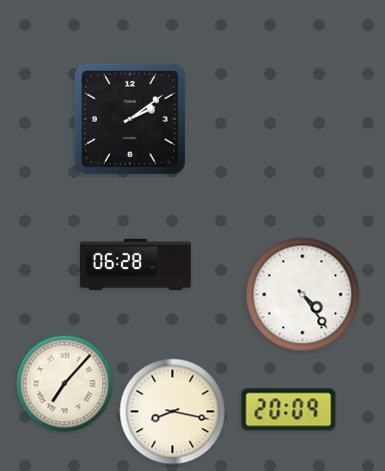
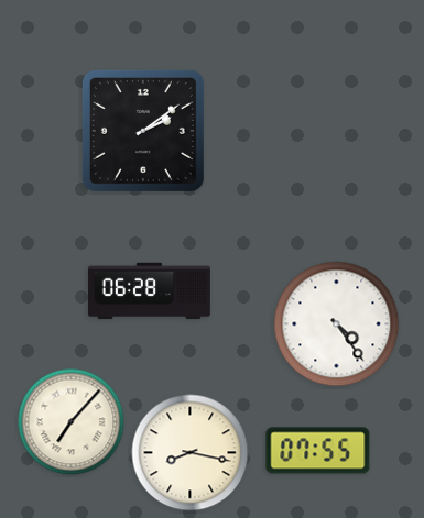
clock at (303, 295) position: (303, 295) -> (337, 324)
clock at (289, 410): 20:09 -> 07:55
